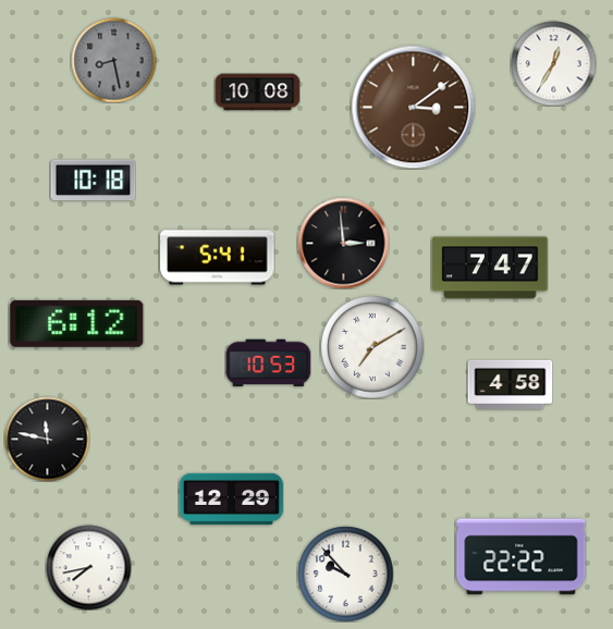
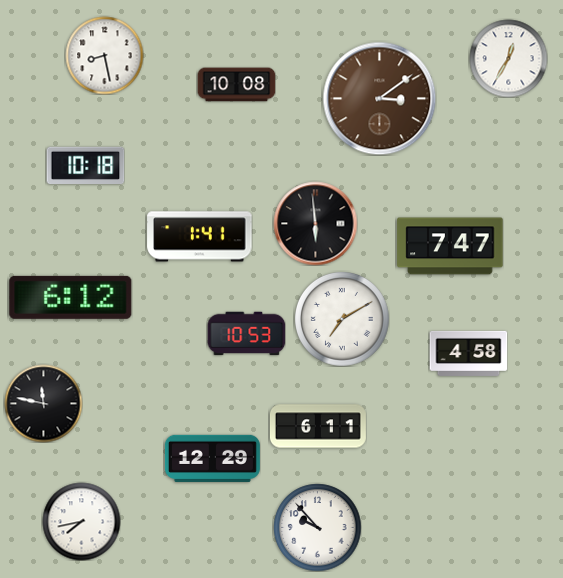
clock at (113, 60) dial: grey -> white
clock at (343, 243): 2:59 -> 5:59
clock at (218, 258): 5:41 -> 1:41
clock at (318, 426): none -> 6:11
clock at (522, 557): 22:22 -> none
